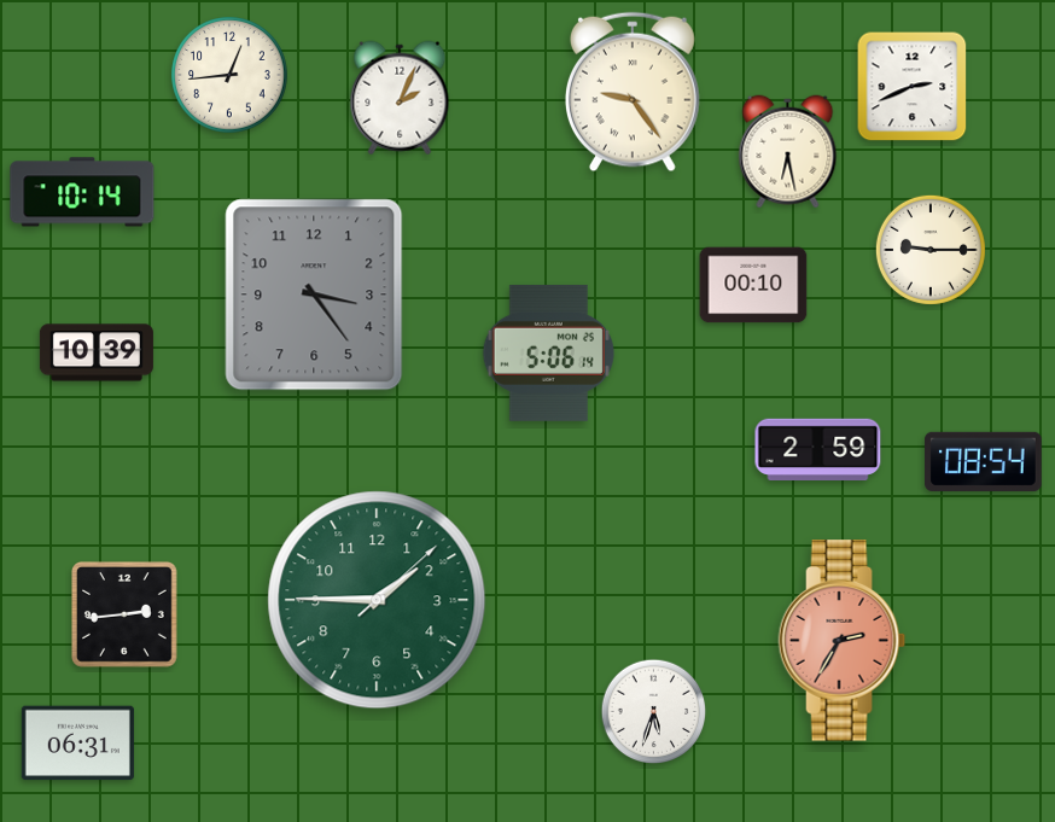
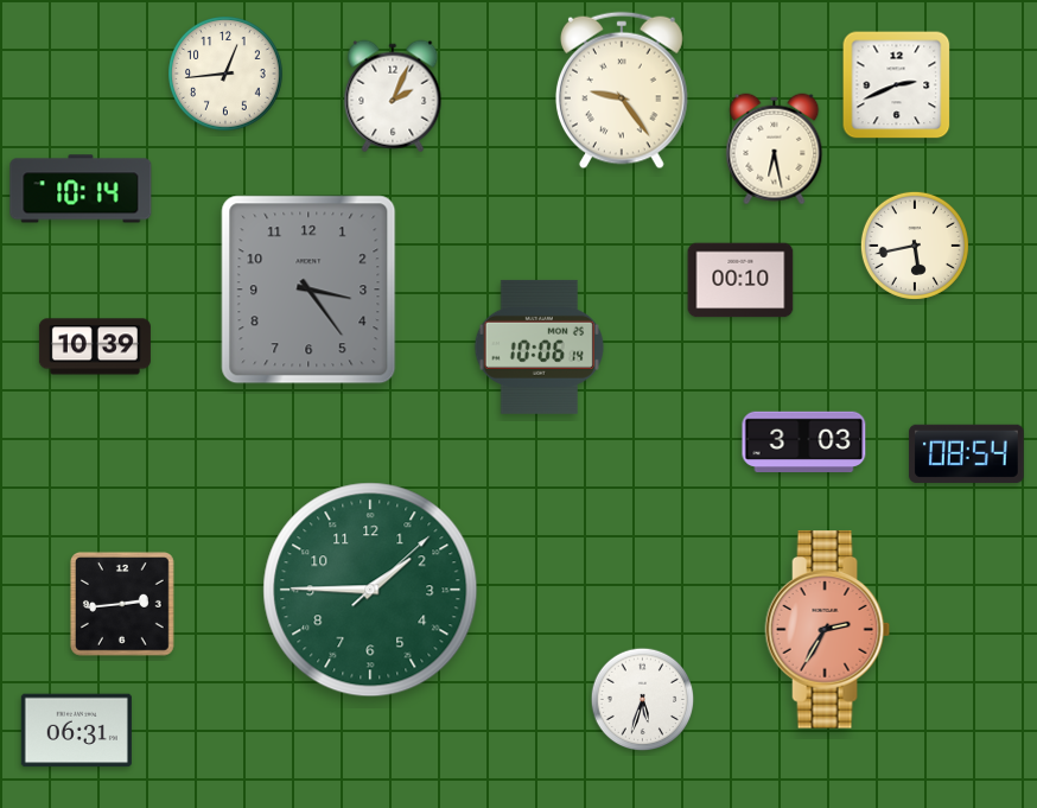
clock at (931, 250): 9:15 -> 5:43
clock at (548, 352): 5:06 -> 10:06
clock at (818, 449): 2:59 -> 3:03
